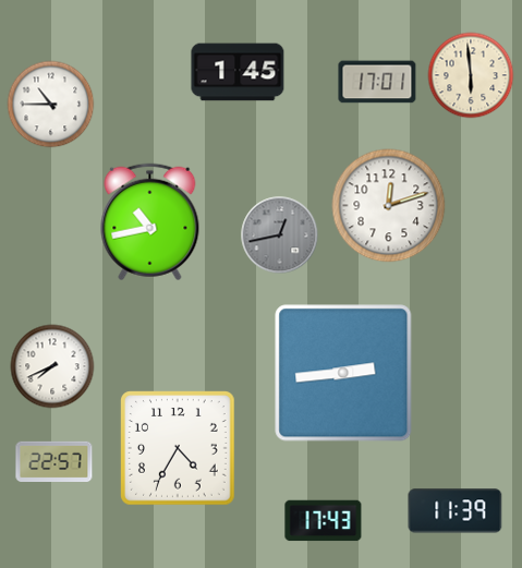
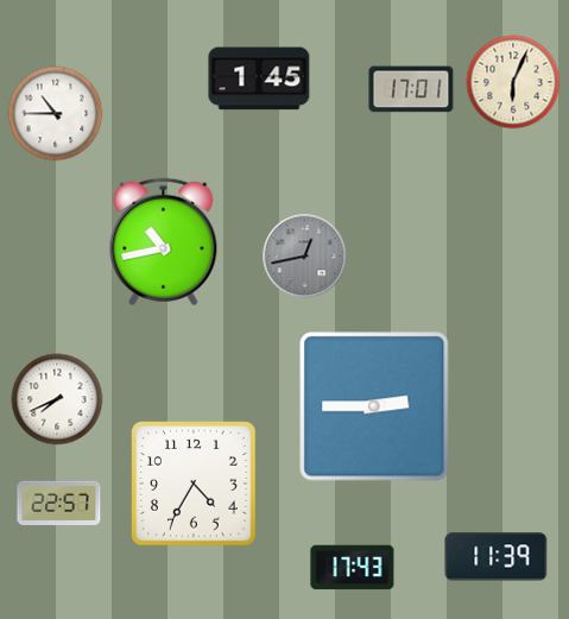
clock at (471, 75): 5:59 -> 6:04
clock at (389, 206): 12:12 -> none
clock at (343, 373): 2:44 -> 2:45
clock at (178, 448) position: (178, 448) -> (194, 484)
